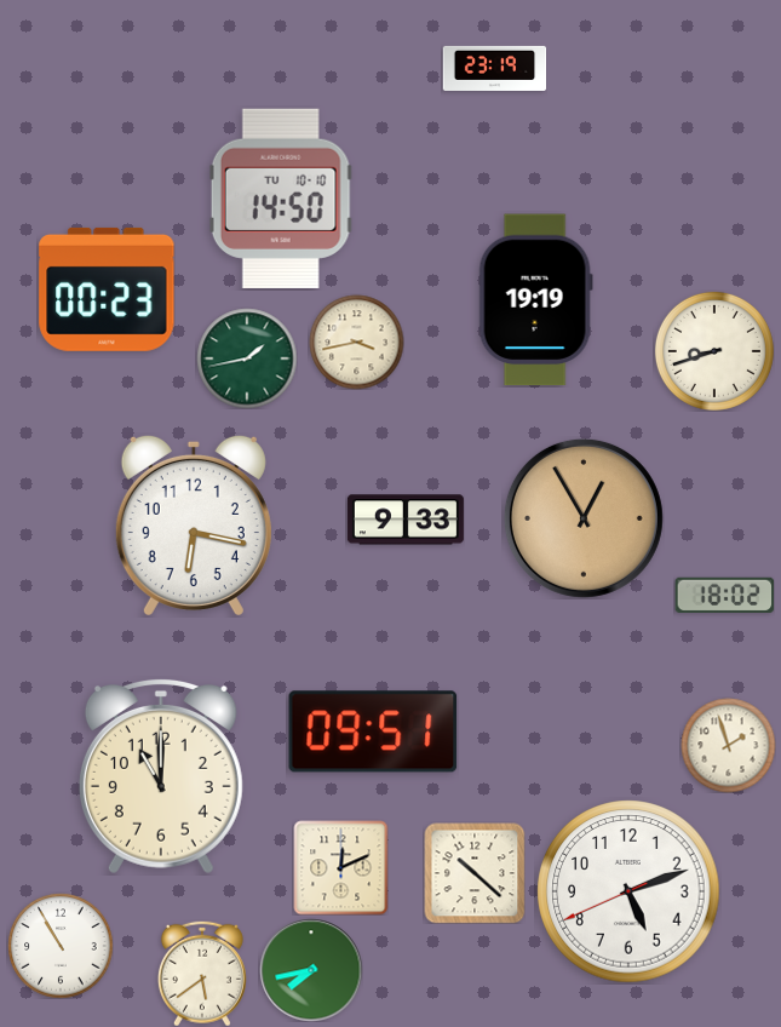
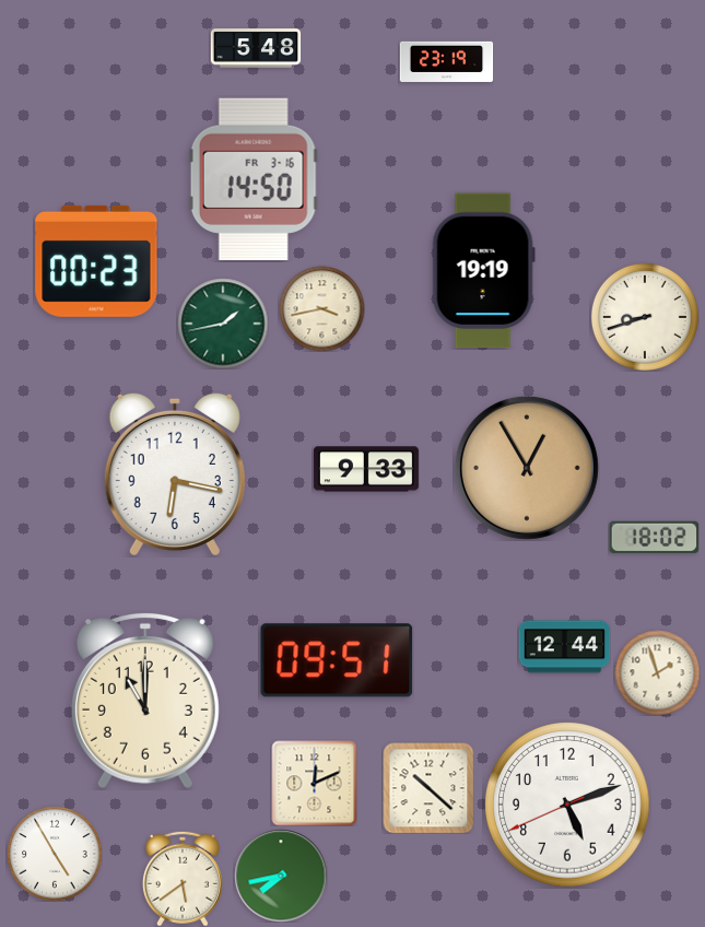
clock at (256, 48): none -> 5:48
clock at (281, 199) date: TU 10-10 -> FR 3-16
clock at (564, 647): none -> 12:44
clock at (340, 867) position: (340, 867) -> (314, 783)
clock at (61, 946): 10:55 -> 4:55
